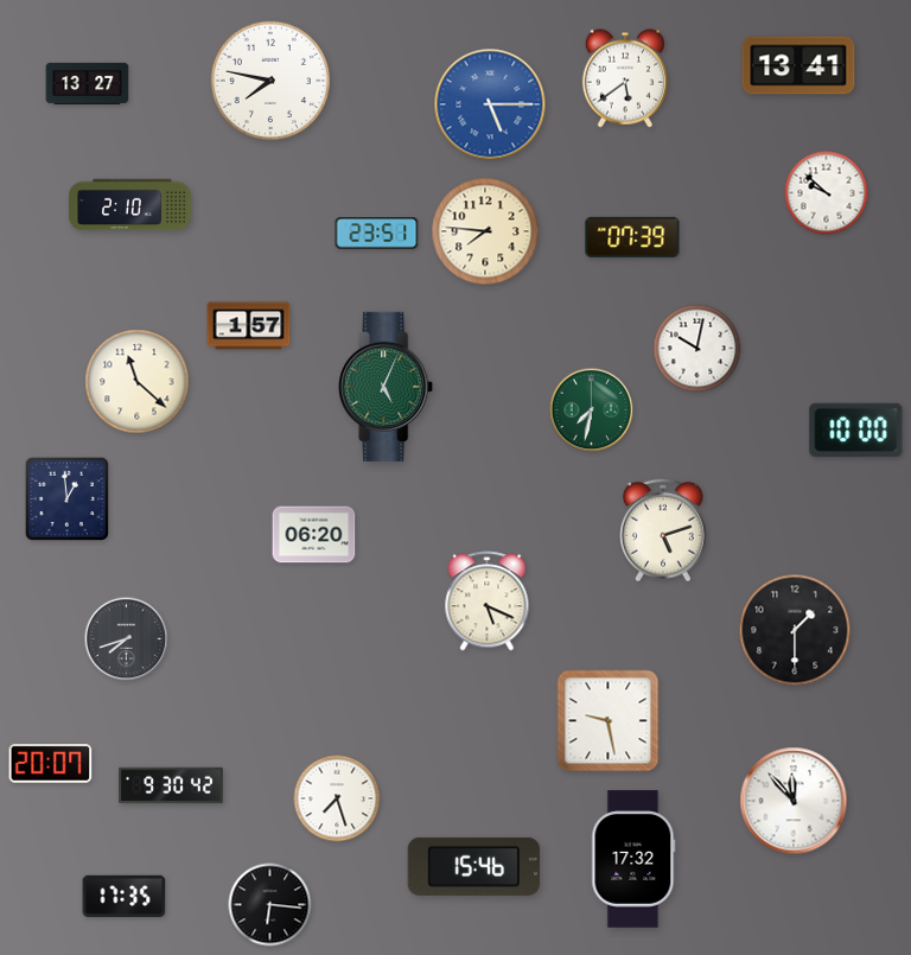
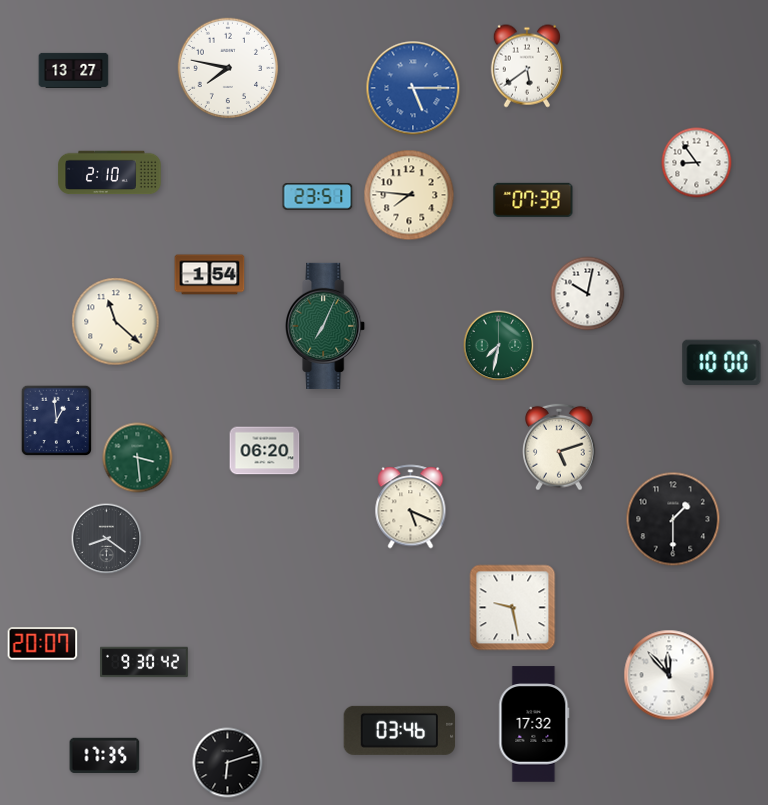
clock at (798, 65): 13:41 -> none
clock at (827, 193): 9:52 -> 8:54
clock at (249, 326): 1:57 -> 1:54
clock at (387, 387): 5:04 -> 7:04
clock at (138, 458): none -> 3:29
clock at (795, 630) position: (795, 630) -> (673, 519)
clock at (127, 639): 7:42 -> 8:21
clock at (337, 798): 7:27 -> none
clock at (474, 866): 15:46 -> 03:46
clock at (270, 905): 6:16 -> 6:12
